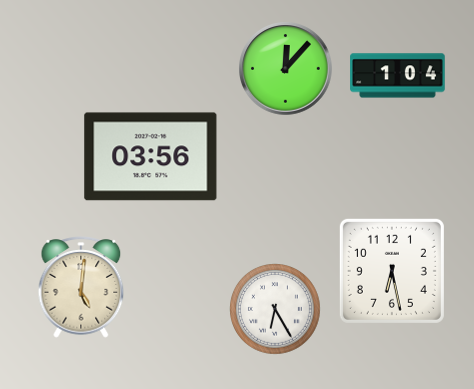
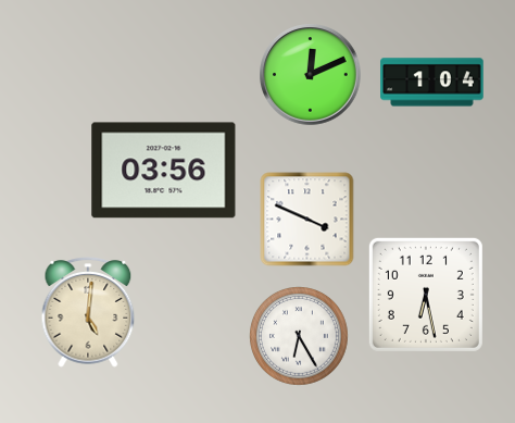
clock at (286, 69): 12:07 -> 12:11
clock at (307, 220): none -> 3:49
